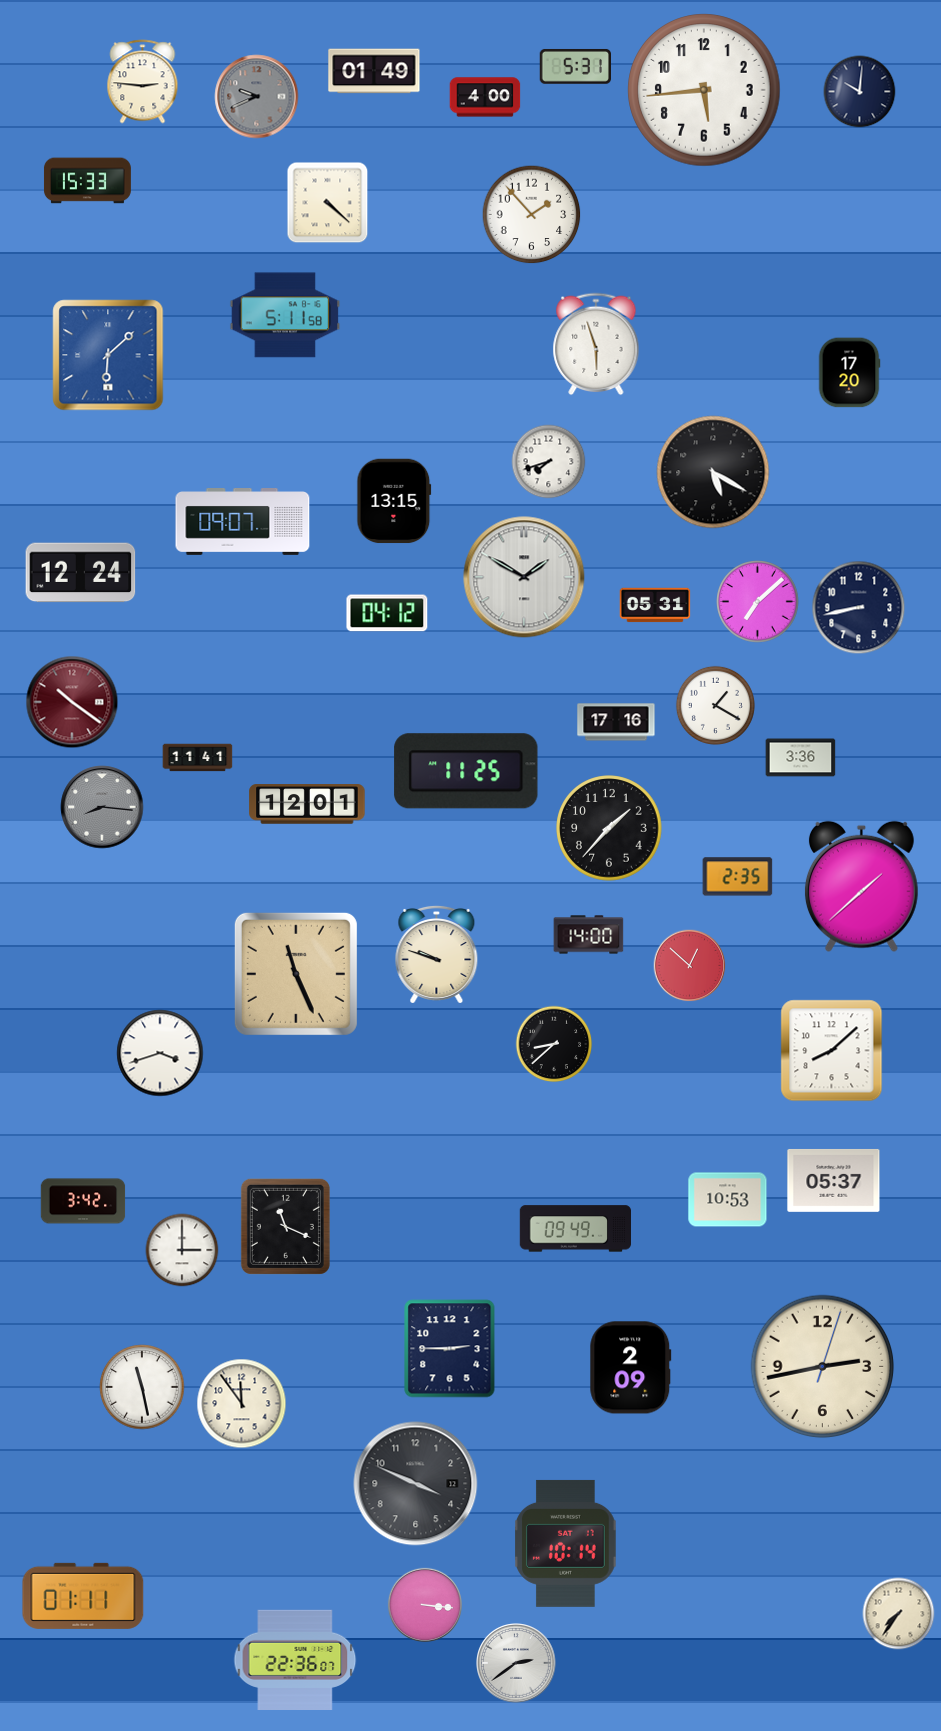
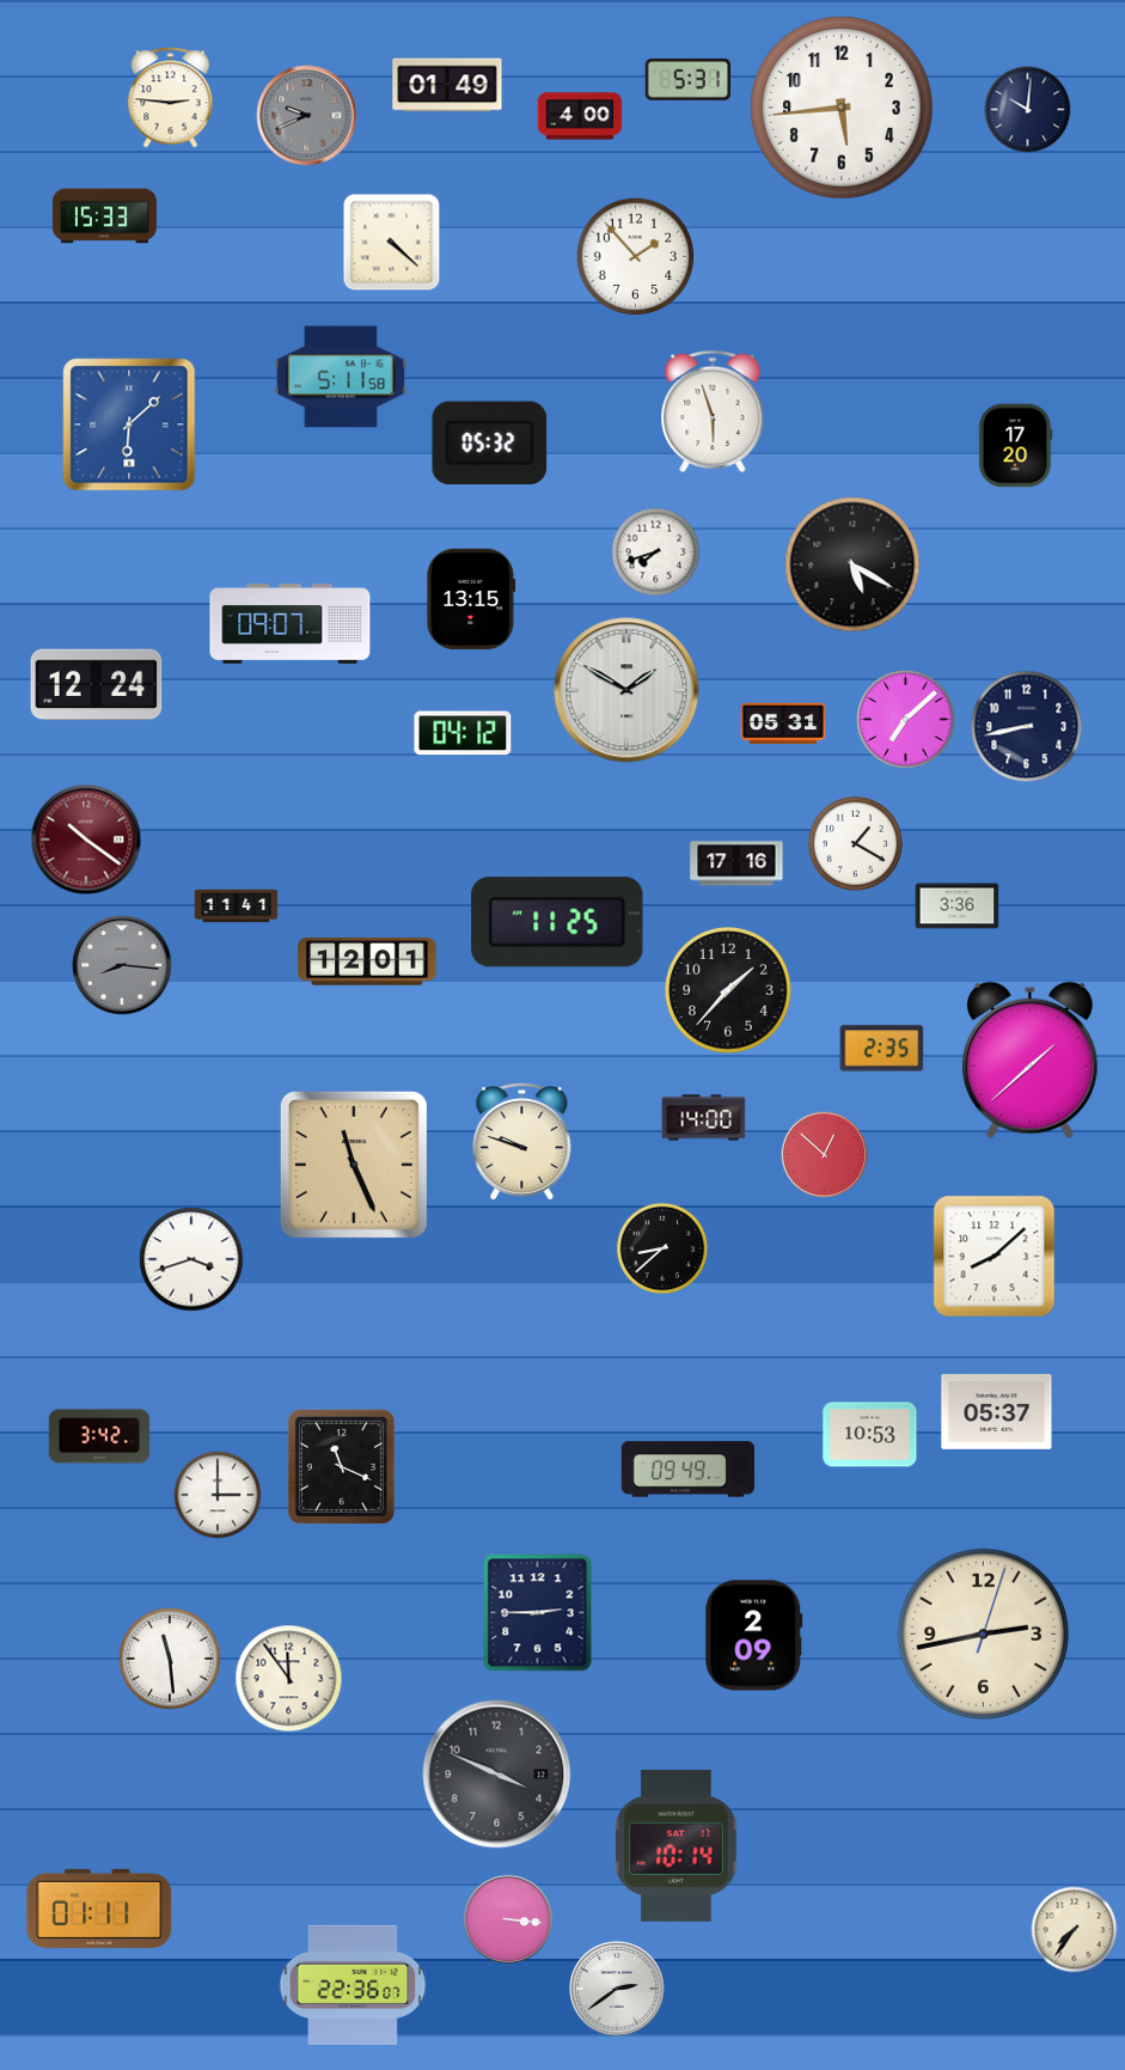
clock at (490, 444): none -> 05:32
clock at (142, 1387): 11:28 -> 11:29
